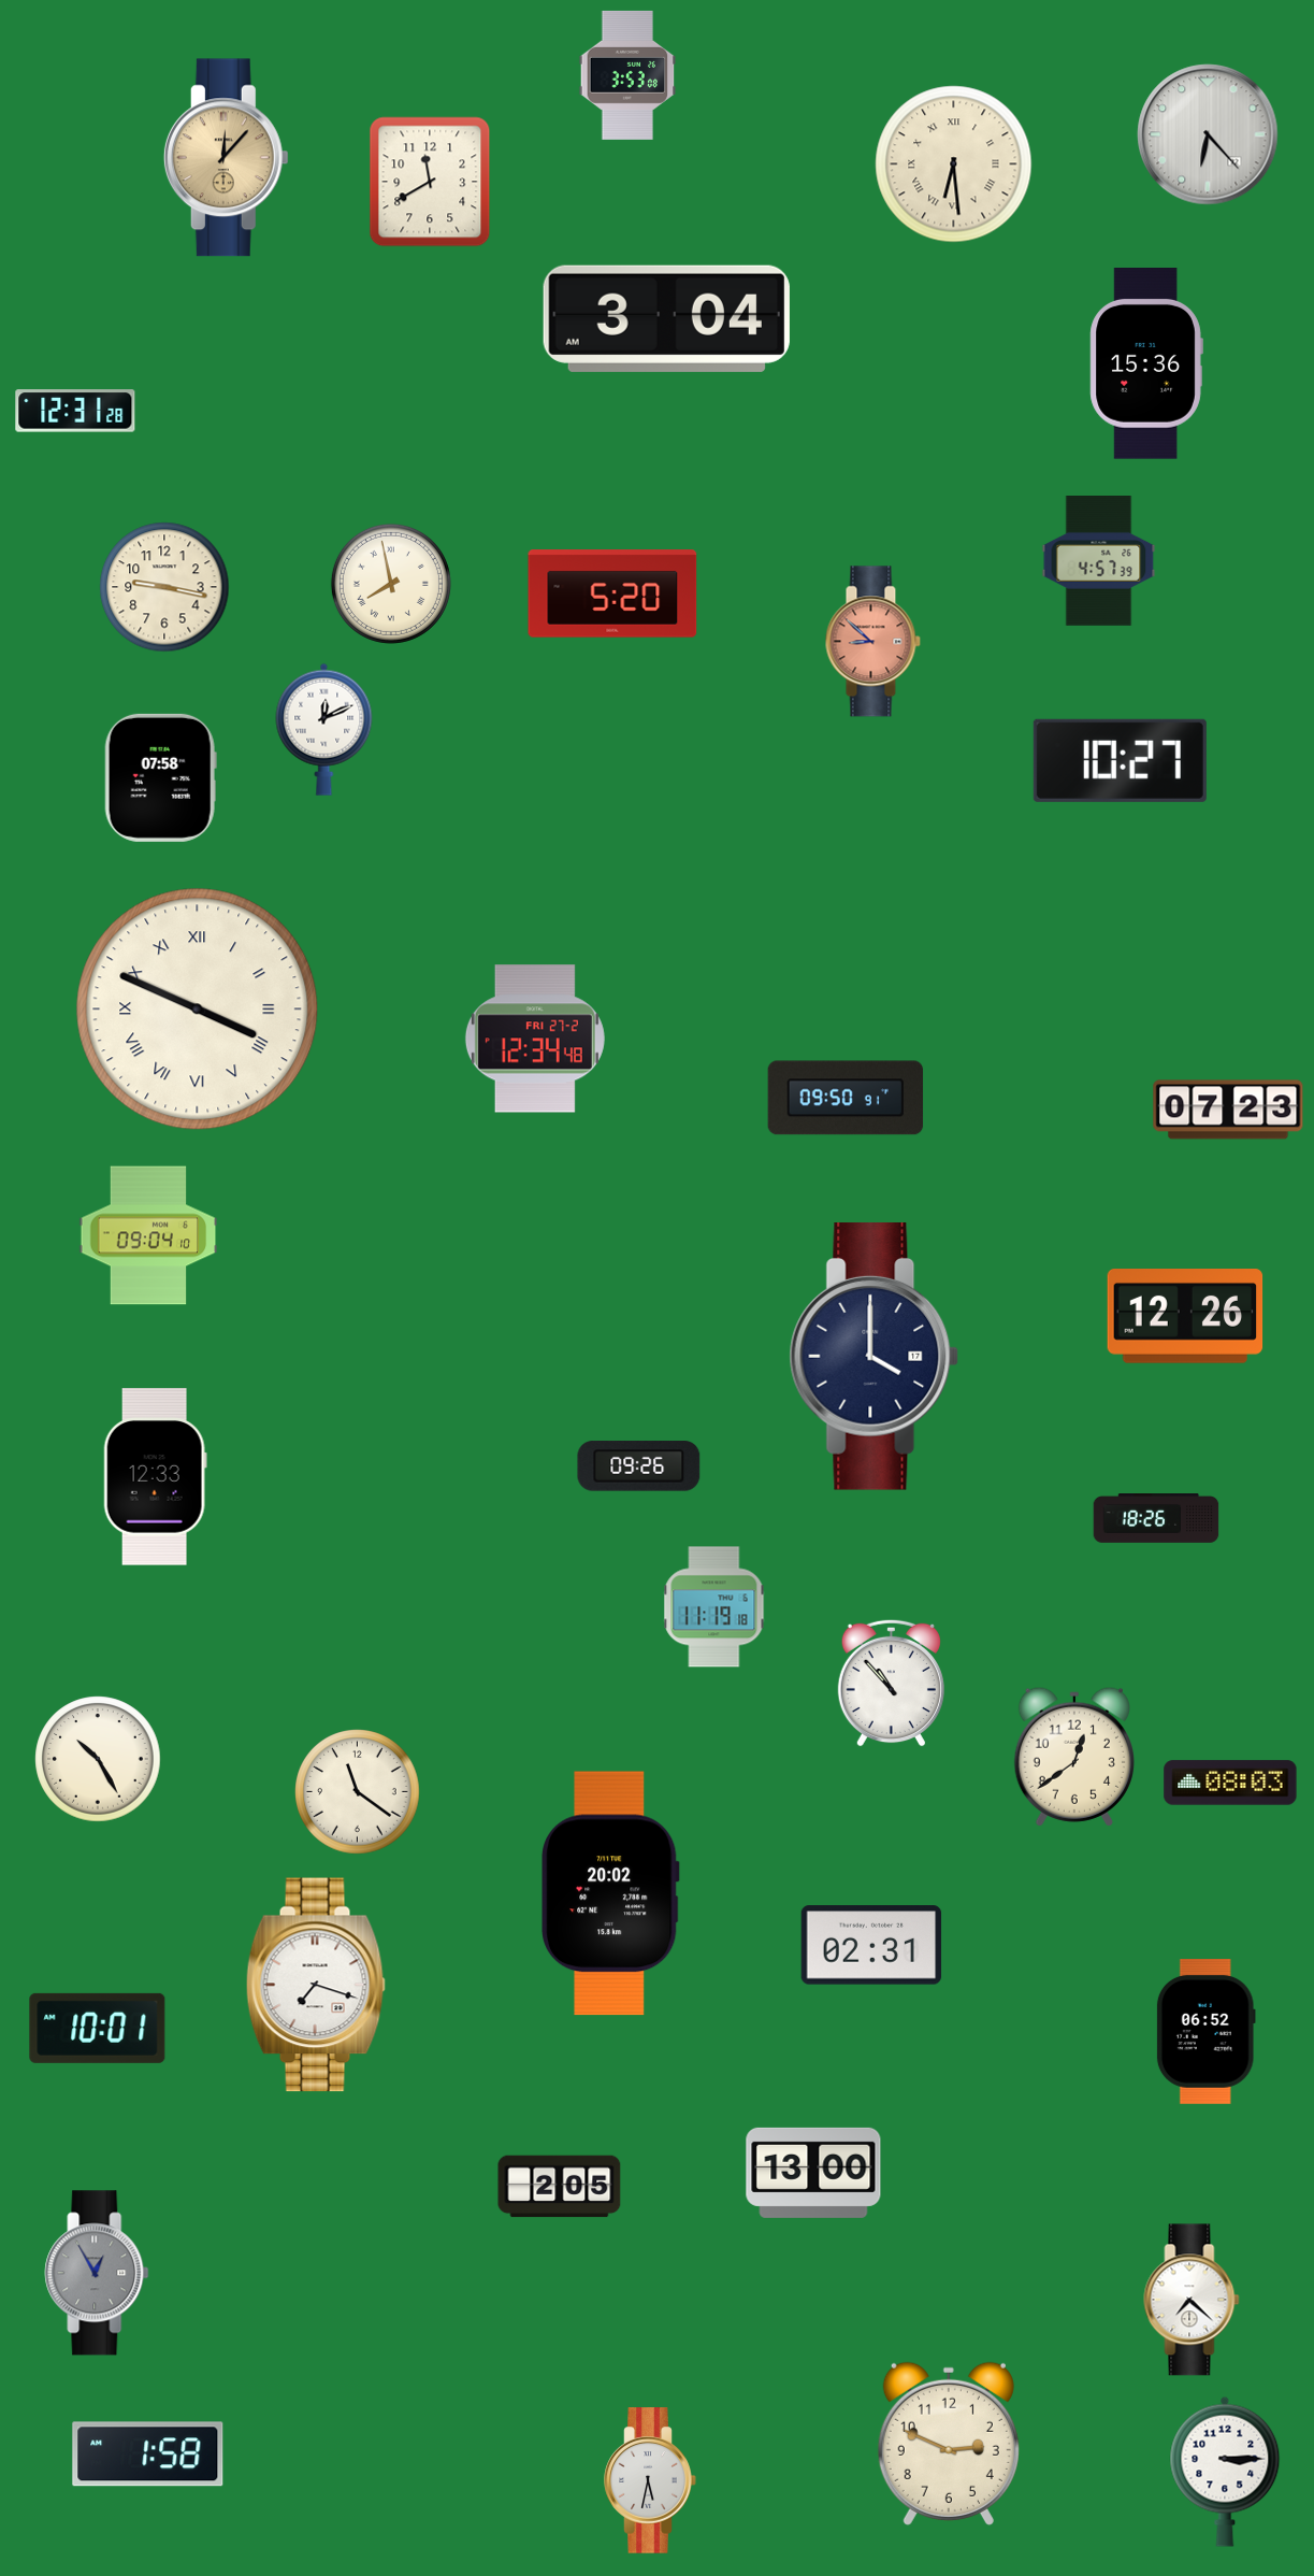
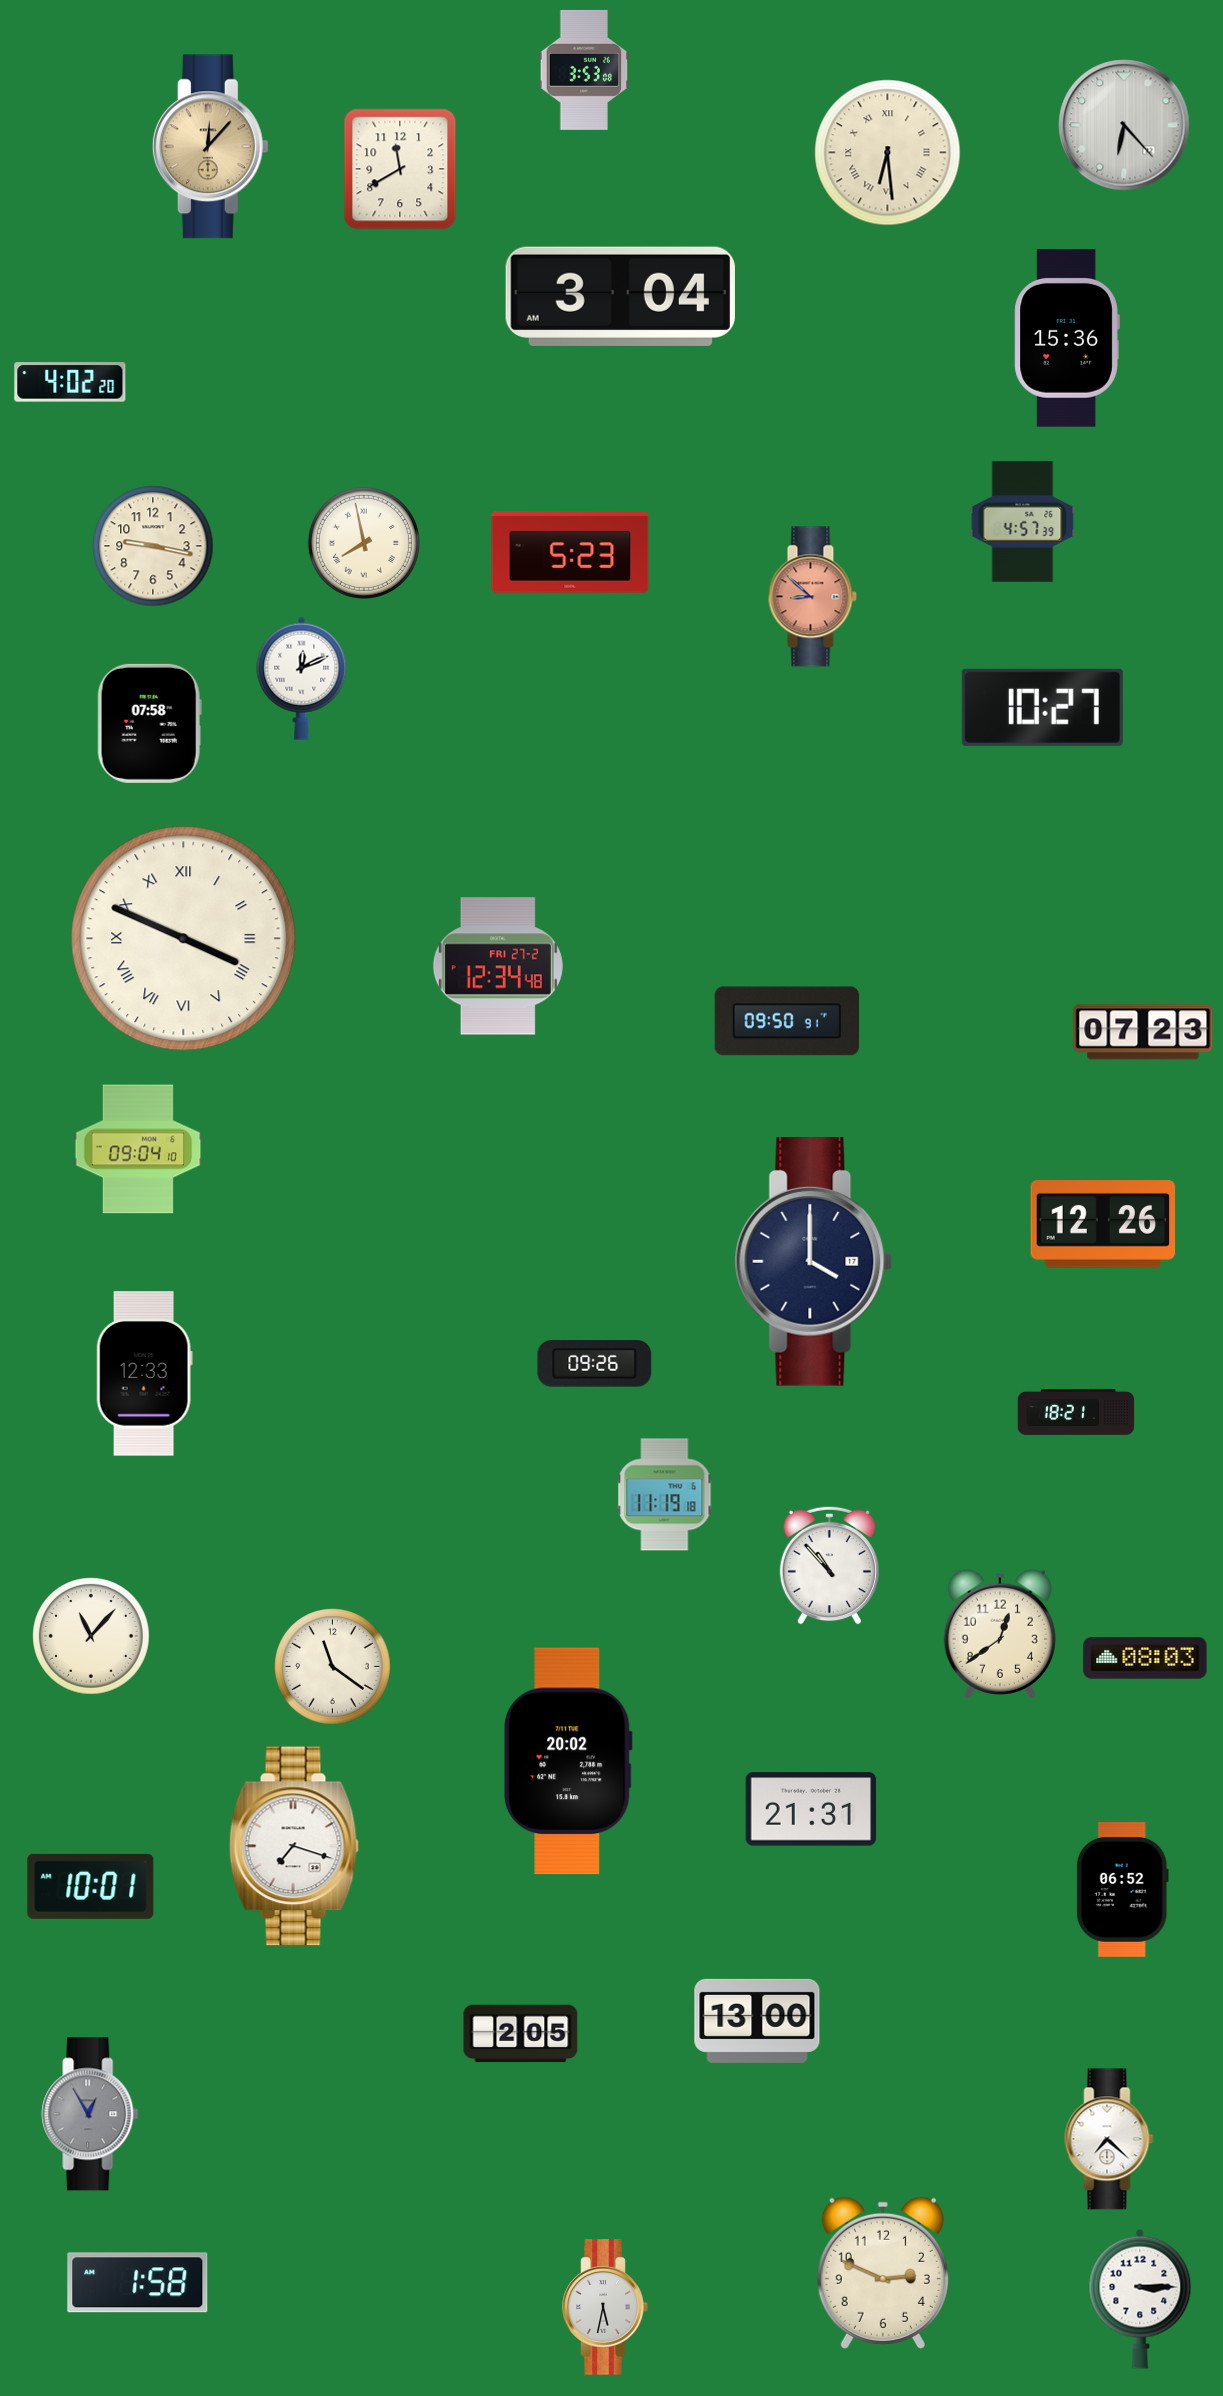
clock at (75, 411): 12:31 -> 4:02
clock at (612, 593): 5:20 -> 5:23
clock at (1156, 1519): 18:26 -> 18:21
clock at (98, 1759): 10:25 -> 11:07
clock at (871, 1945): 02:31 -> 21:31
